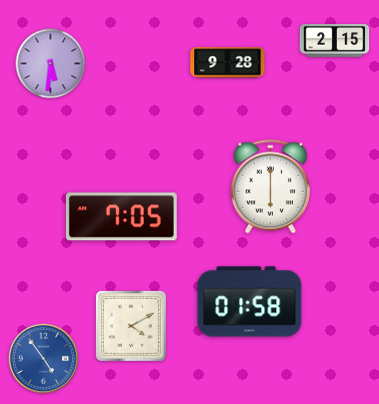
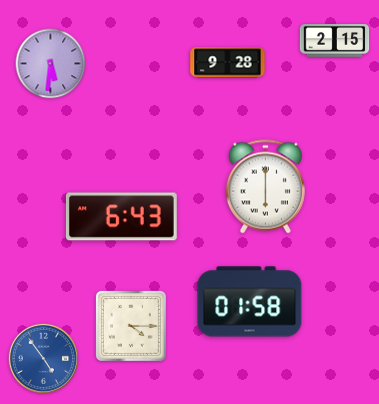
clock at (270, 187) position: (270, 187) -> (265, 187)
clock at (121, 217): 7:05 -> 6:43
clock at (131, 326): 4:10 -> 4:15
